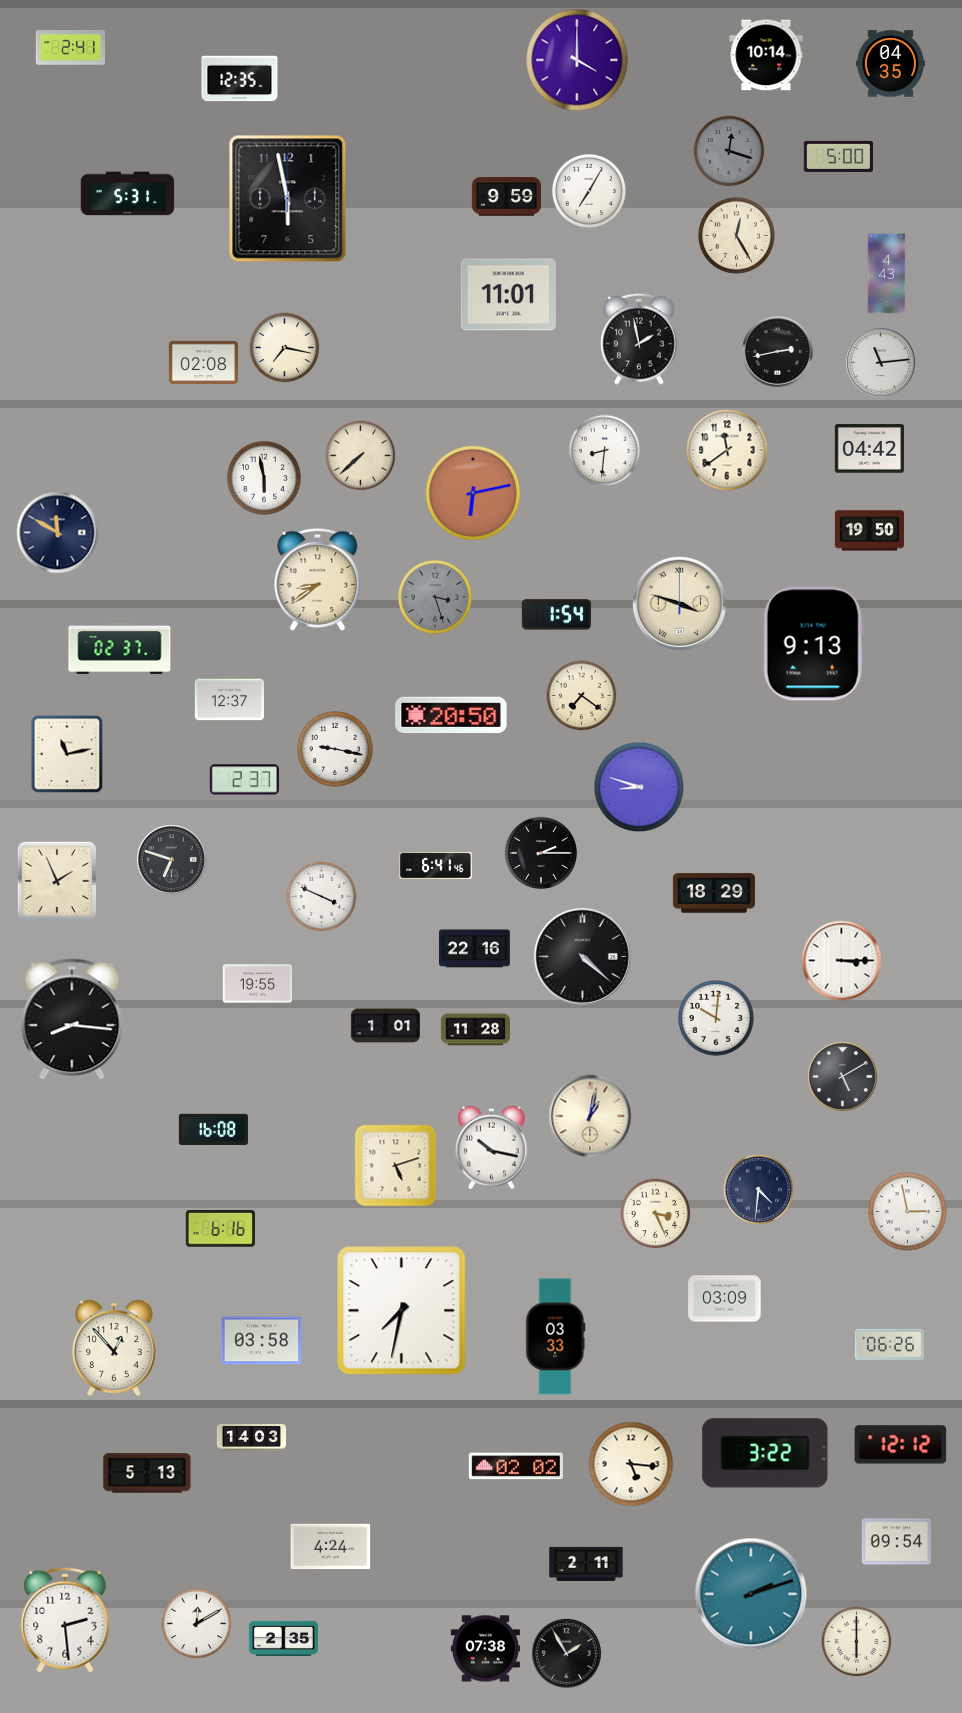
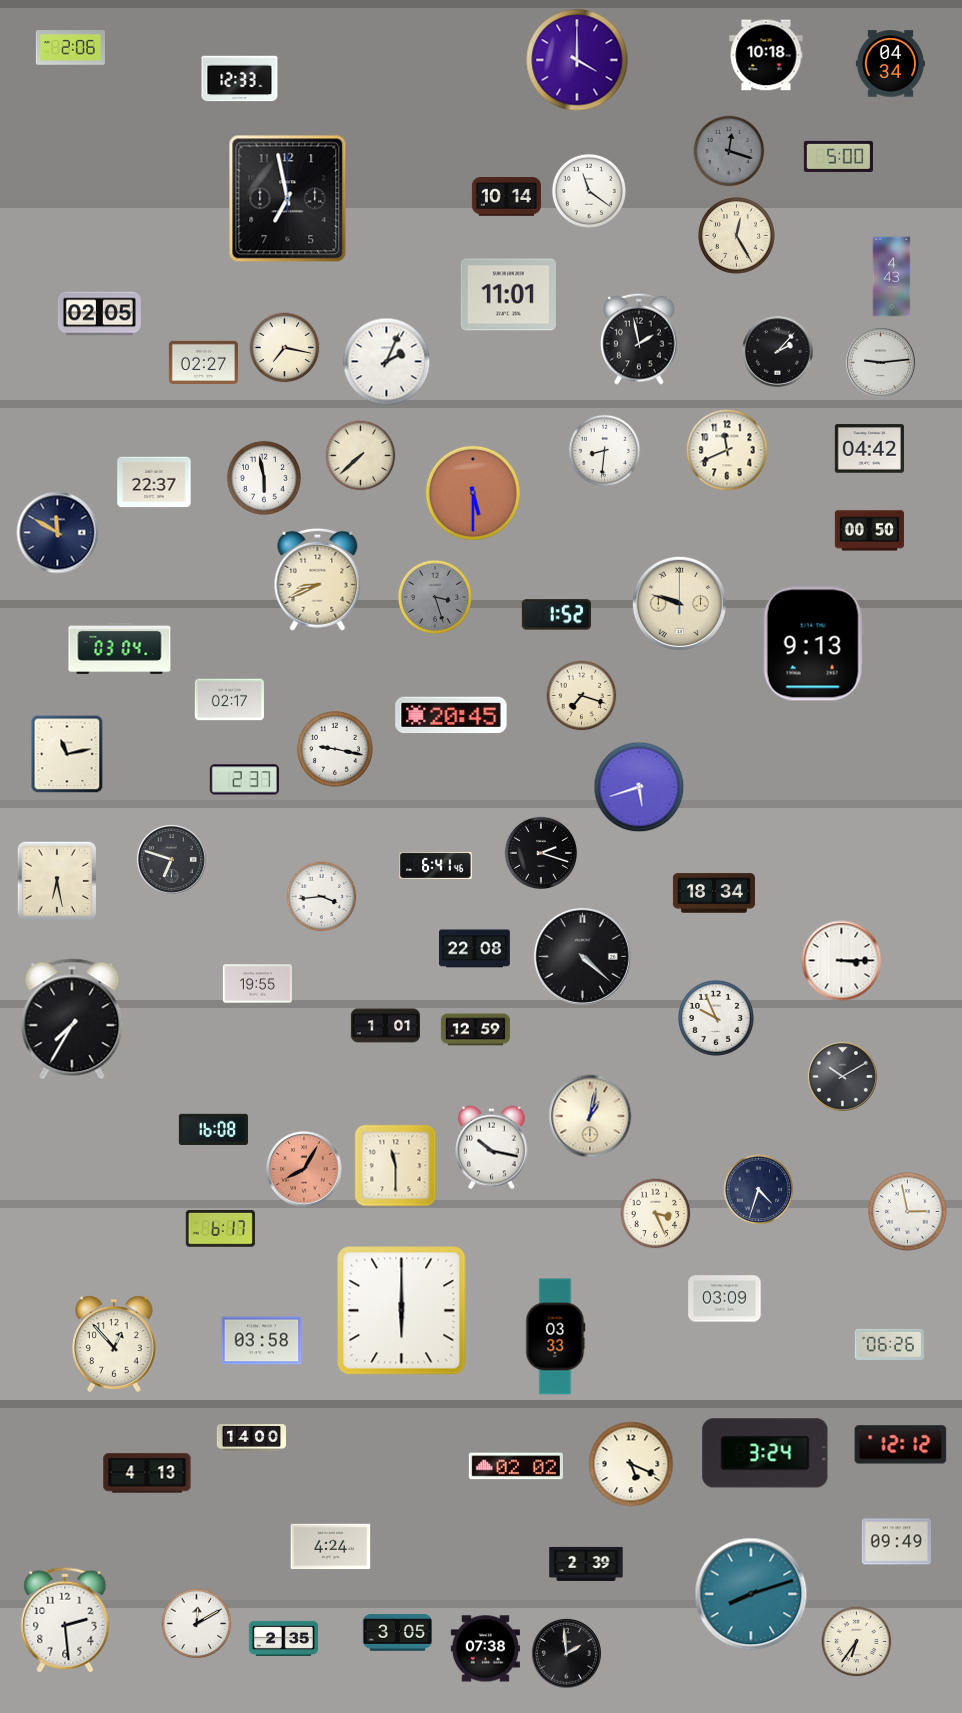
clock at (70, 48): 2:41 -> 2:06
clock at (766, 55): 10:14 -> 10:18
clock at (890, 64): 04:35 -> 04:34
clock at (240, 79): 12:35 -> 12:33
clock at (589, 191): 7:05 -> 11:21
clock at (128, 194): 5:31 -> none
clock at (506, 197): 9:59 -> 10:14
clock at (288, 199): 5:58 -> 6:58
clock at (887, 274) position: (887, 274) -> (892, 277)
clock at (99, 314): none -> 02:05
clock at (778, 352): 2:43 -> 2:07
clock at (203, 362): 02:08 -> 02:27
clock at (387, 362): none -> 2:04
clock at (880, 362): 11:14 -> 9:14
clock at (727, 450): 11:39 -> 11:41
clock at (154, 482): none -> 22:37
clock at (473, 493): 6:13 -> 5:30
clock at (869, 531): 19:50 -> 00:50
clock at (318, 579): 8:39 -> 8:41
clock at (679, 603): 3:48 -> 9:48
clock at (556, 615): 1:54 -> 1:52
clock at (120, 648): 02:37 -> 03:04
clock at (582, 696): 7:21 -> 7:18
clock at (229, 700): 12:37 -> 02:17
clock at (451, 715): 20:50 -> 20:45
clock at (639, 787): 8:48 -> 5:42
clock at (540, 852): 2:15 -> 2:18
clock at (56, 880): 1:56 -> 6:28
clock at (714, 893): 18:29 -> 18:34
clock at (322, 897): 3:49 -> 3:44
clock at (475, 949): 22:16 -> 22:08
clock at (72, 1019): 8:16 -> 7:35
clock at (717, 1019): 10:01 -> 9:56
clock at (475, 1030): 11:28 -> 12:59
clock at (842, 1076): 5:10 -> 10:10
clock at (396, 1166): 5:12 -> 11:30
clock at (304, 1169): none -> 8:05
clock at (759, 1190): 4:31 -> 4:33
clock at (220, 1229): 6:16 -> 6:17
clock at (402, 1311): 7:32 -> 6:00
clock at (114, 1348) position: (114, 1348) -> (114, 1344)
clock at (251, 1438): 14:03 -> 14:00
clock at (765, 1453): 3:22 -> 3:24
clock at (631, 1464): 5:16 -> 5:19
clock at (147, 1473): 5:13 -> 4:13
clock at (896, 1542): 09:54 -> 09:49
clock at (586, 1564): 2:11 -> 2:39
clock at (751, 1594): 2:12 -> 8:12
clock at (397, 1633): none -> 3:05
clock at (857, 1642): 6:00 -> 6:36
clock at (566, 1653): 1:55 -> 1:59
